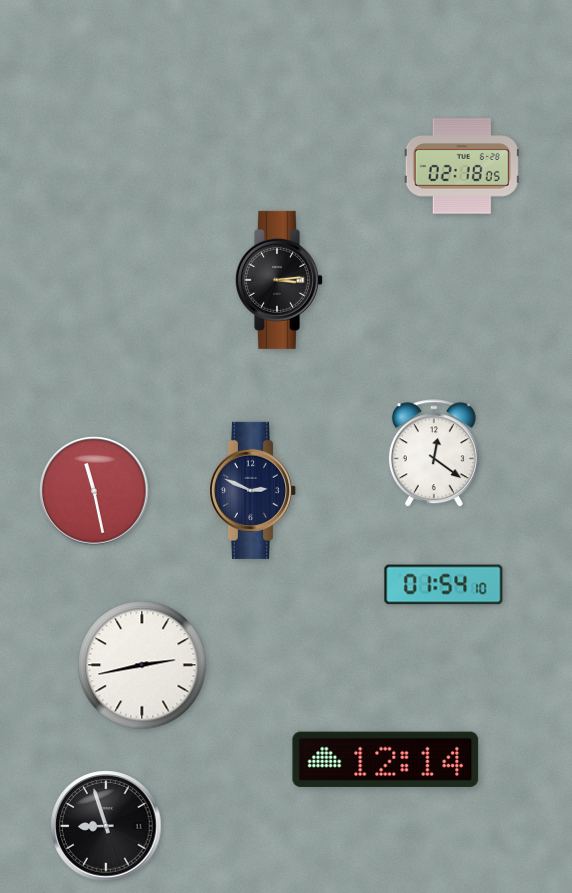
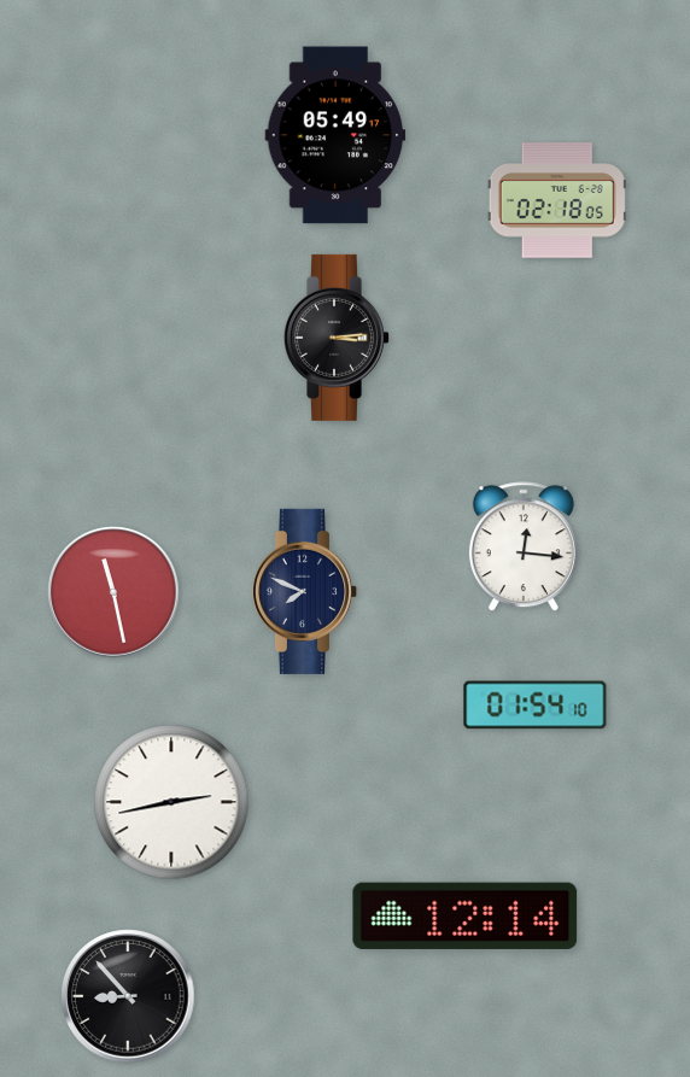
clock at (335, 135): none -> 05:49
clock at (434, 454): 12:21 -> 12:16
clock at (253, 490): 2:49 -> 7:49
clock at (106, 826): 8:57 -> 8:53
